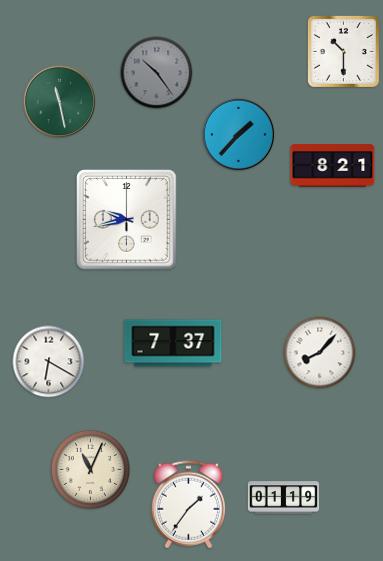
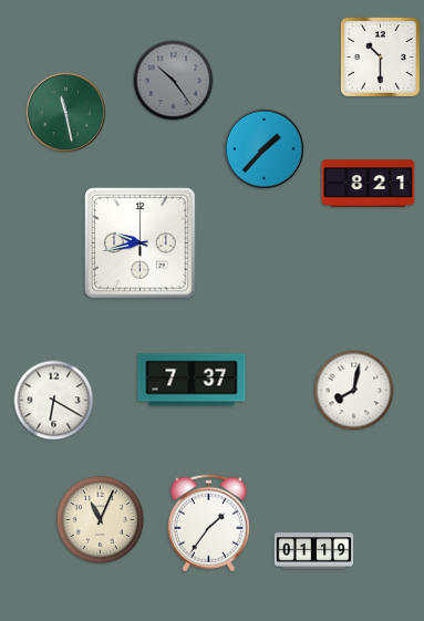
clock at (320, 353): 8:07 -> 8:02
clock at (188, 505) position: (188, 505) -> (208, 524)
